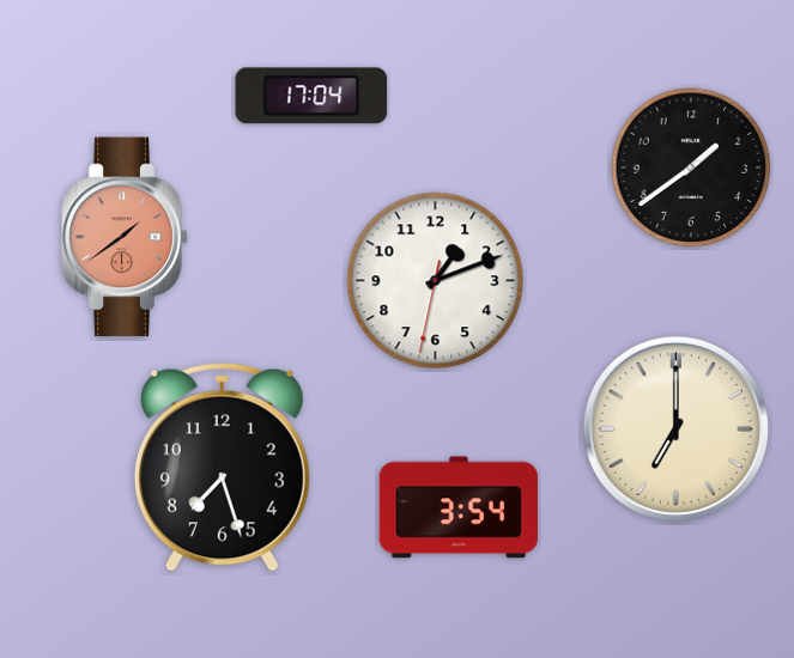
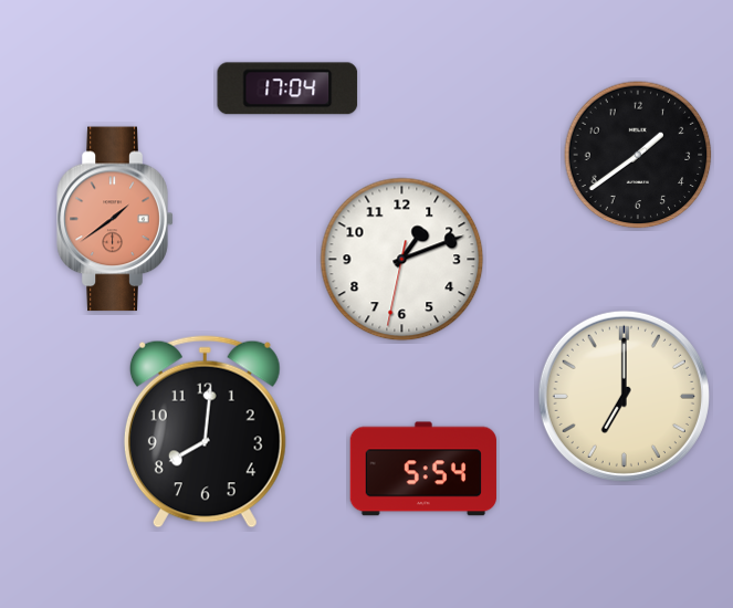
clock at (222, 468): 7:27 -> 8:01
clock at (457, 507): 3:54 -> 5:54
